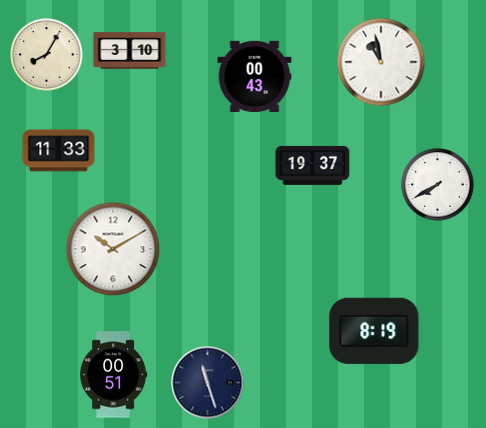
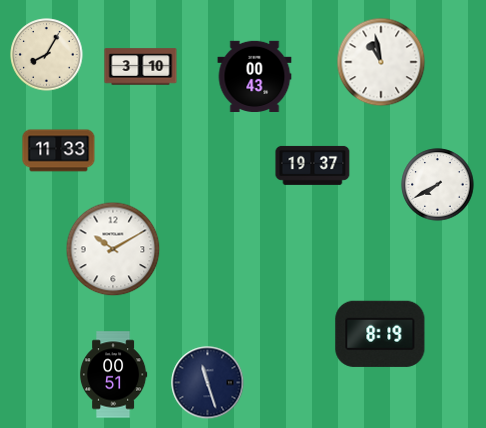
clock at (130, 51) position: (130, 51) -> (141, 67)
clock at (374, 331) position: (374, 331) -> (380, 334)
